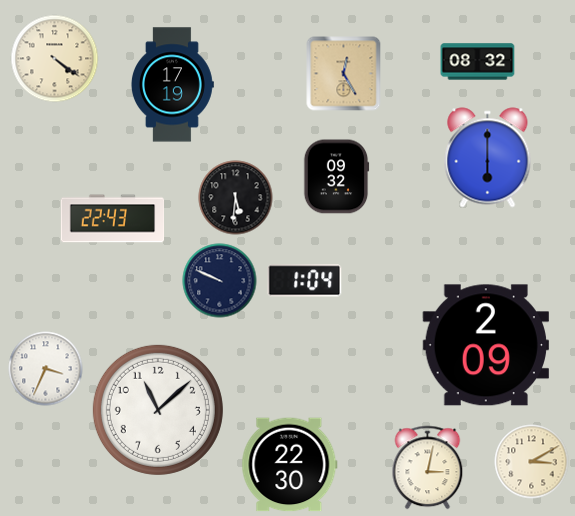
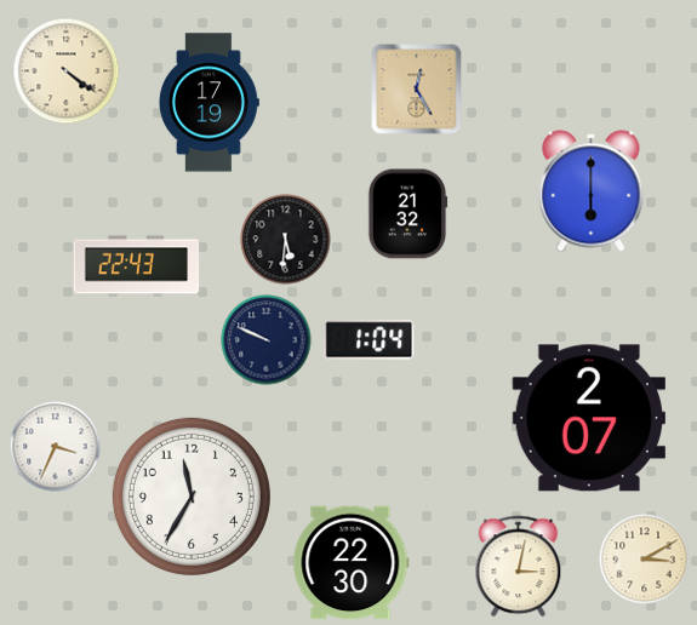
clock at (478, 62): 08:32 -> none
clock at (336, 177): 09:32 -> 21:32
clock at (486, 345): 2:09 -> 2:07
clock at (158, 410): 11:08 -> 11:35
